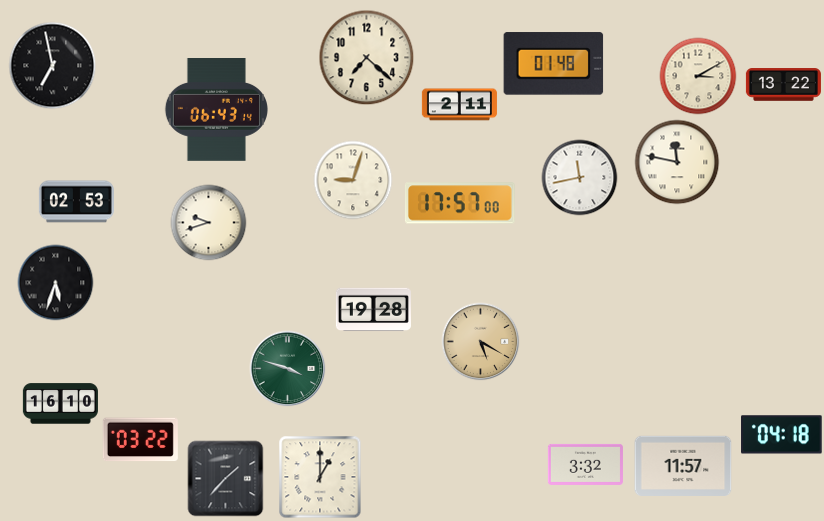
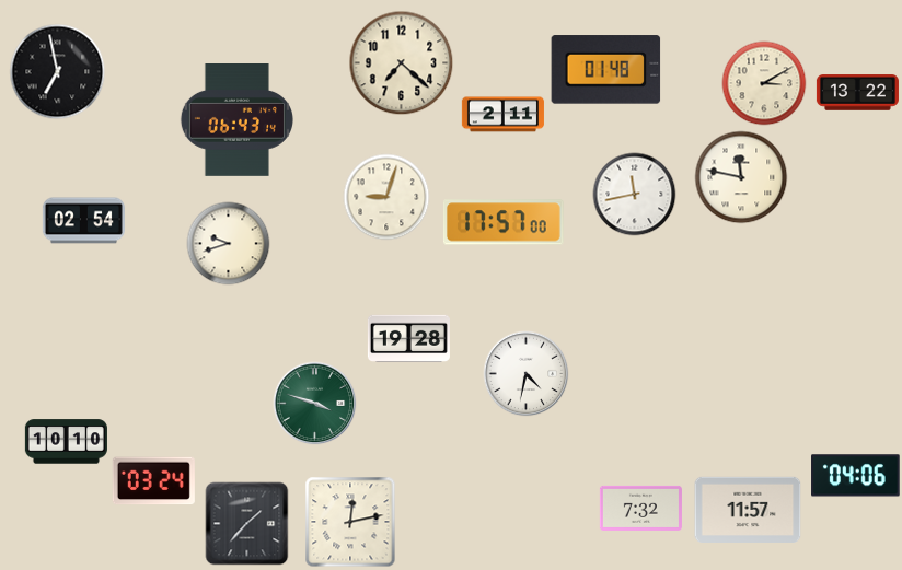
clock at (76, 202): 02:53 -> 02:54
clock at (56, 283): 5:33 -> none
clock at (481, 342): 5:20 -> 4:32
clock at (481, 342) dial: champagne -> white
clock at (60, 404): 16:10 -> 10:10
clock at (782, 435): 04:18 -> 04:06
clock at (140, 440): 03:22 -> 03:24
clock at (585, 464): 3:32 -> 7:32
clock at (320, 477): 1:00 -> 12:13
